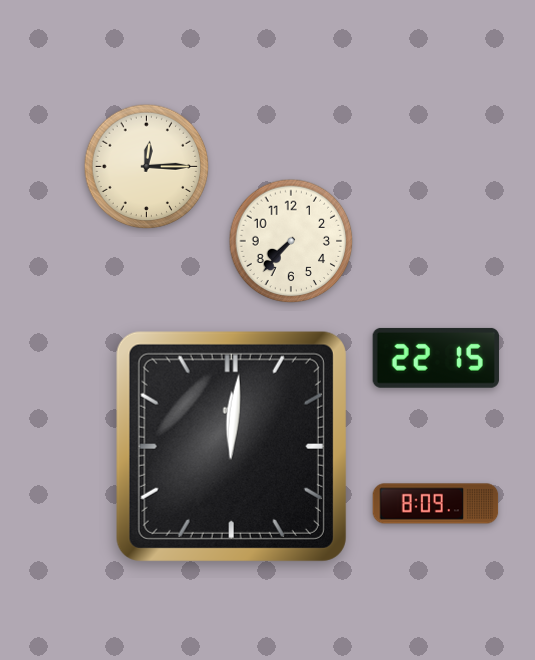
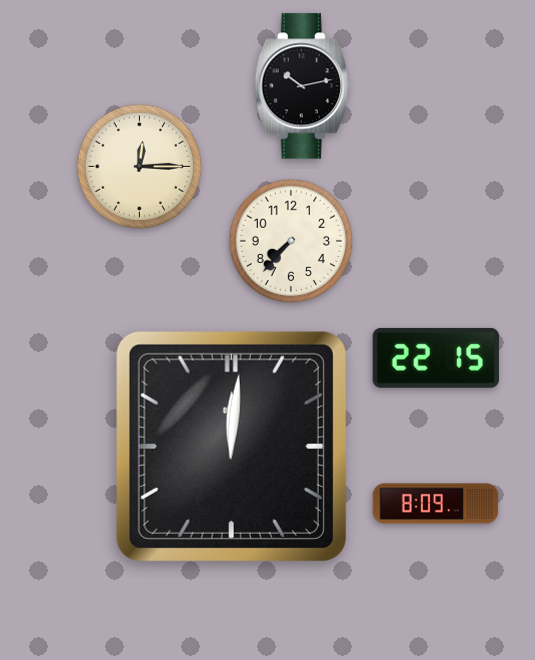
clock at (302, 86): none -> 10:13
clock at (147, 167) position: (147, 167) -> (140, 167)
